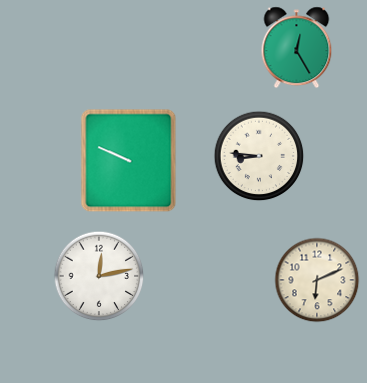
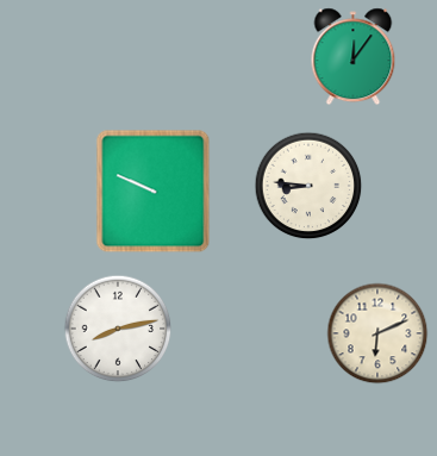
clock at (297, 48): 12:25 -> 12:06
clock at (99, 276): 12:13 -> 8:13
